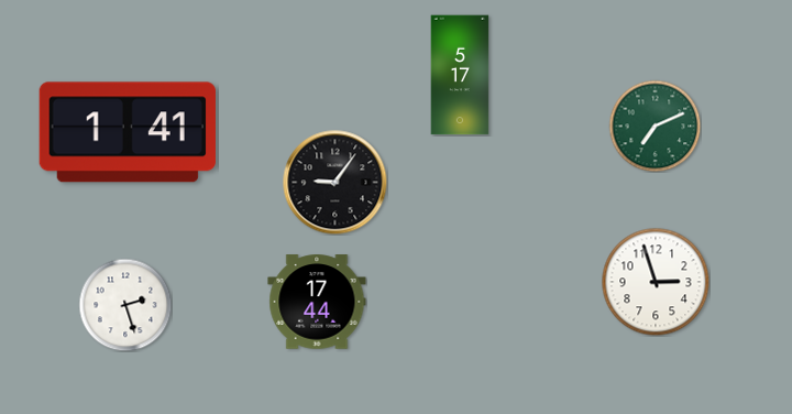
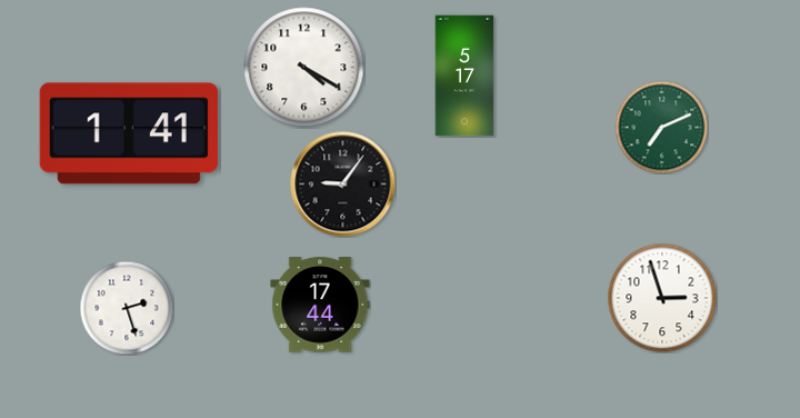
clock at (304, 68): none -> 4:20
clock at (334, 182) position: (334, 182) -> (342, 183)
clock at (656, 282) position: (656, 282) -> (662, 298)
